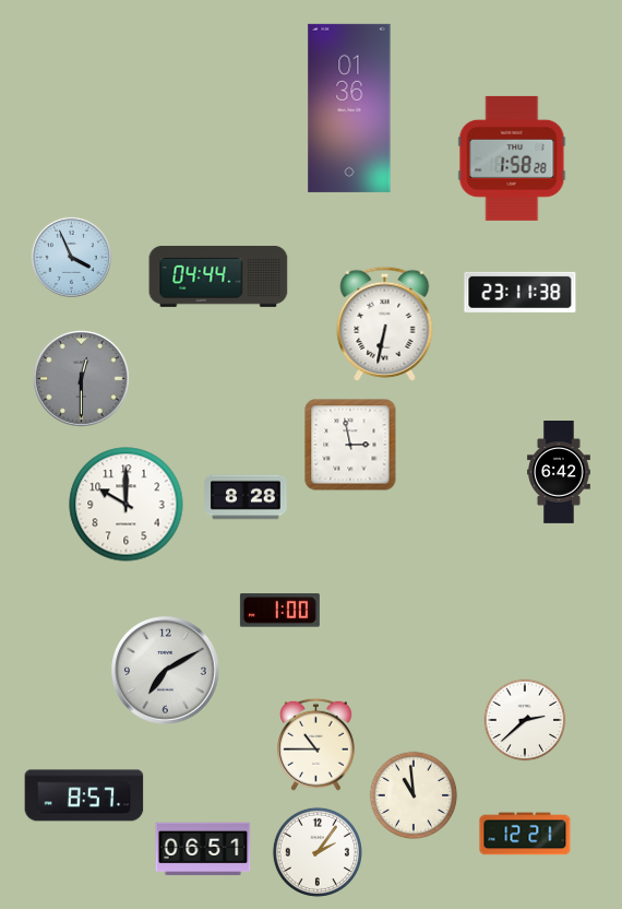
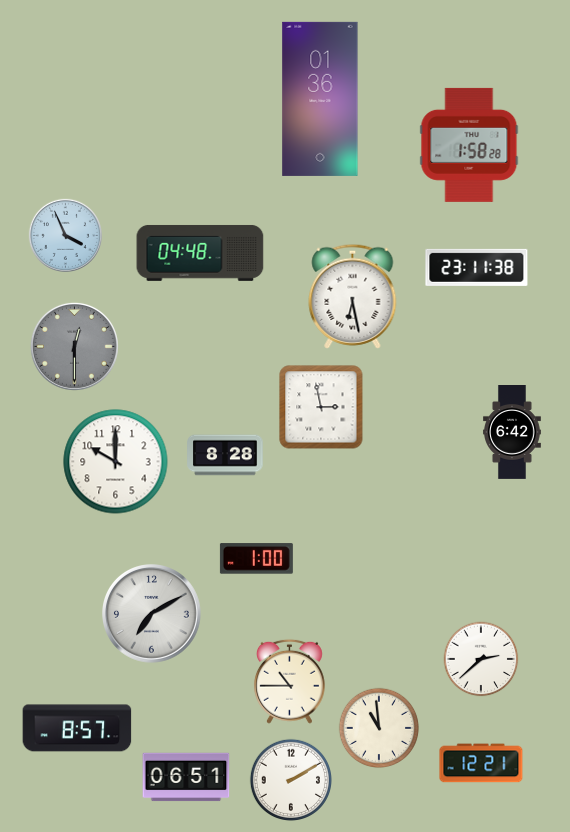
clock at (218, 276): 04:44 -> 04:48
clock at (385, 323): 6:32 -> 6:28
clock at (316, 851): 2:06 -> 2:10
